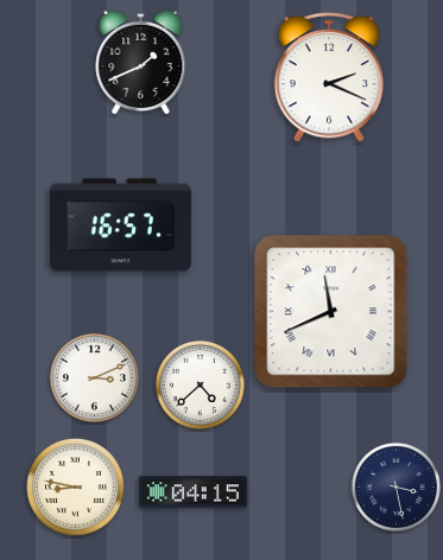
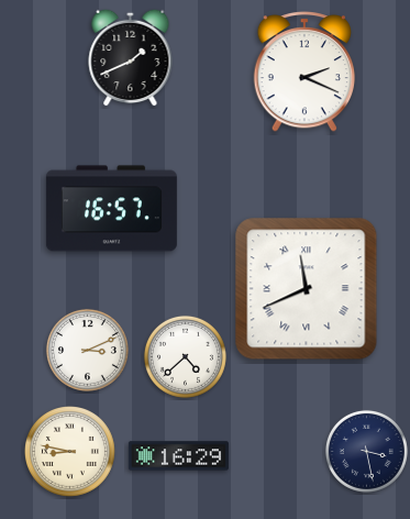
clock at (192, 492): 04:15 -> 16:29
